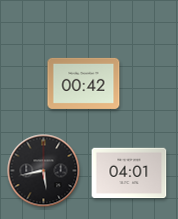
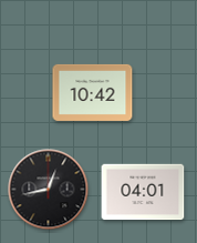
clock at (84, 83): 00:42 -> 10:42
clock at (44, 171): 5:43 -> 12:43
